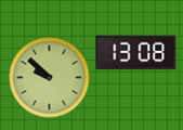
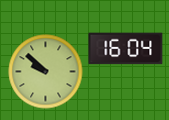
clock at (136, 53): 13:08 -> 16:04
